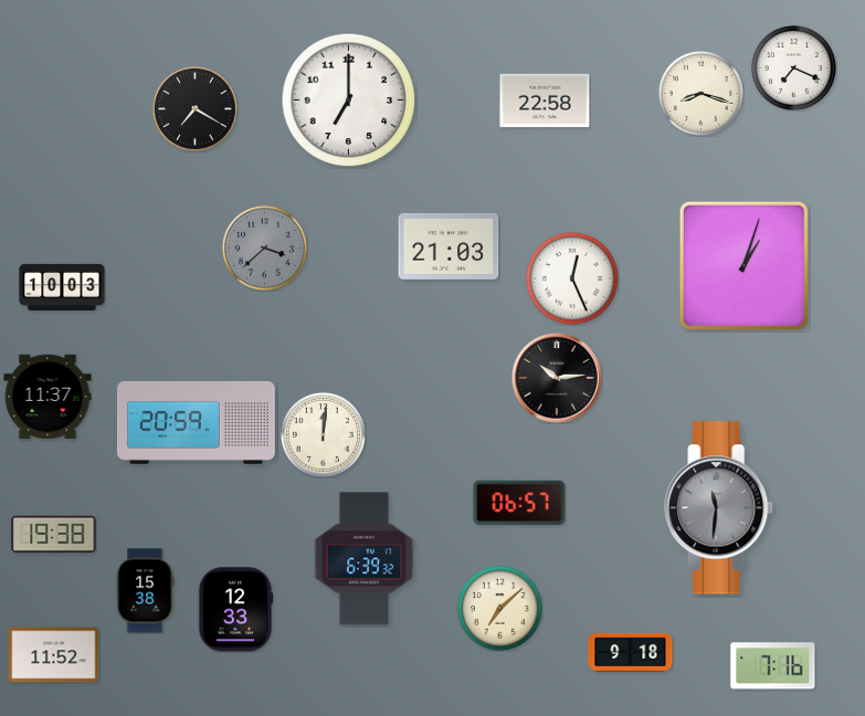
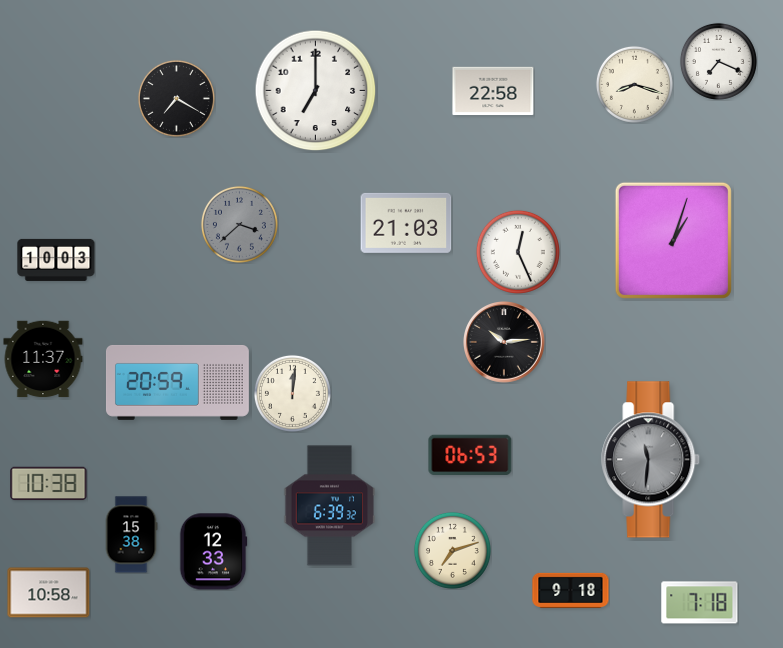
clock at (519, 502): 06:57 -> 06:53
clock at (54, 535): 19:38 -> 10:38
clock at (499, 608): 7:08 -> 7:12
clock at (54, 655): 11:52 -> 10:58
clock at (773, 666): 7:16 -> 7:18
